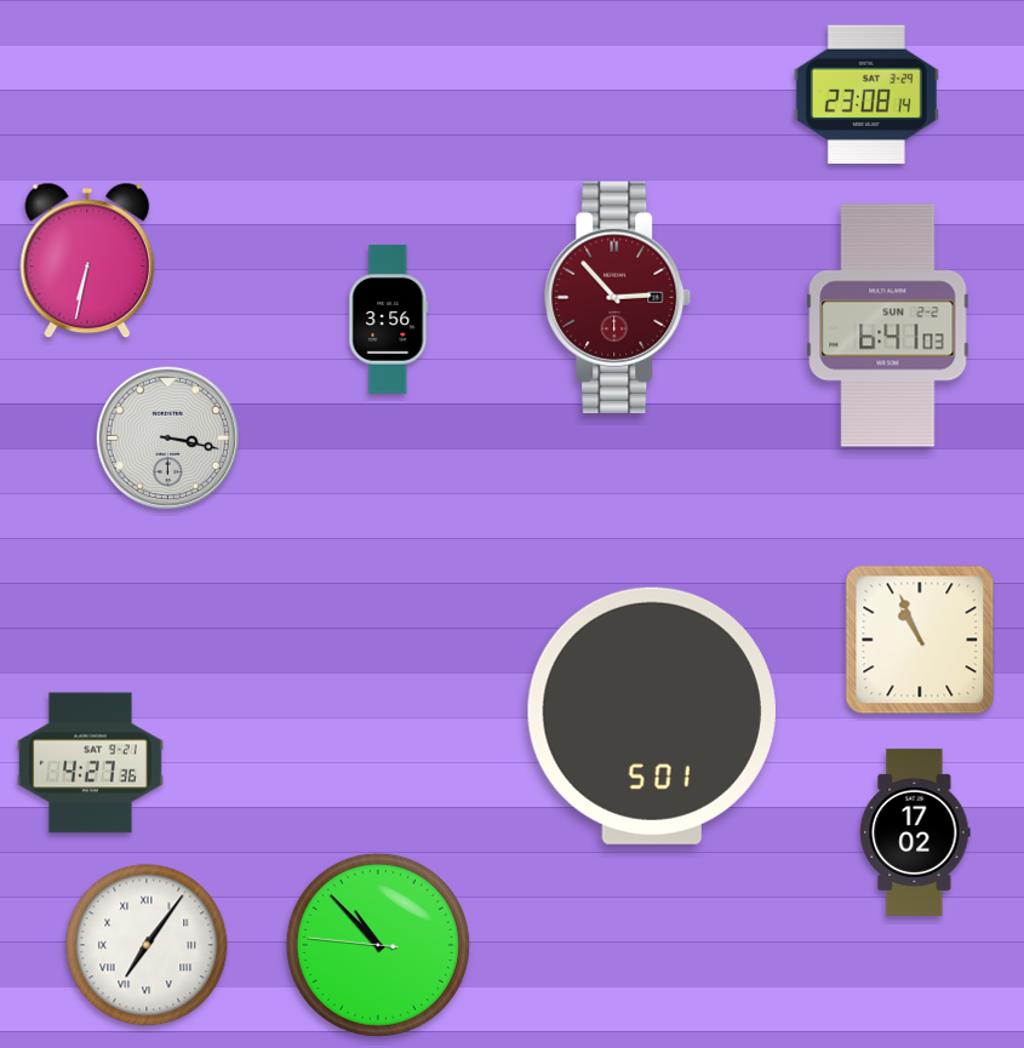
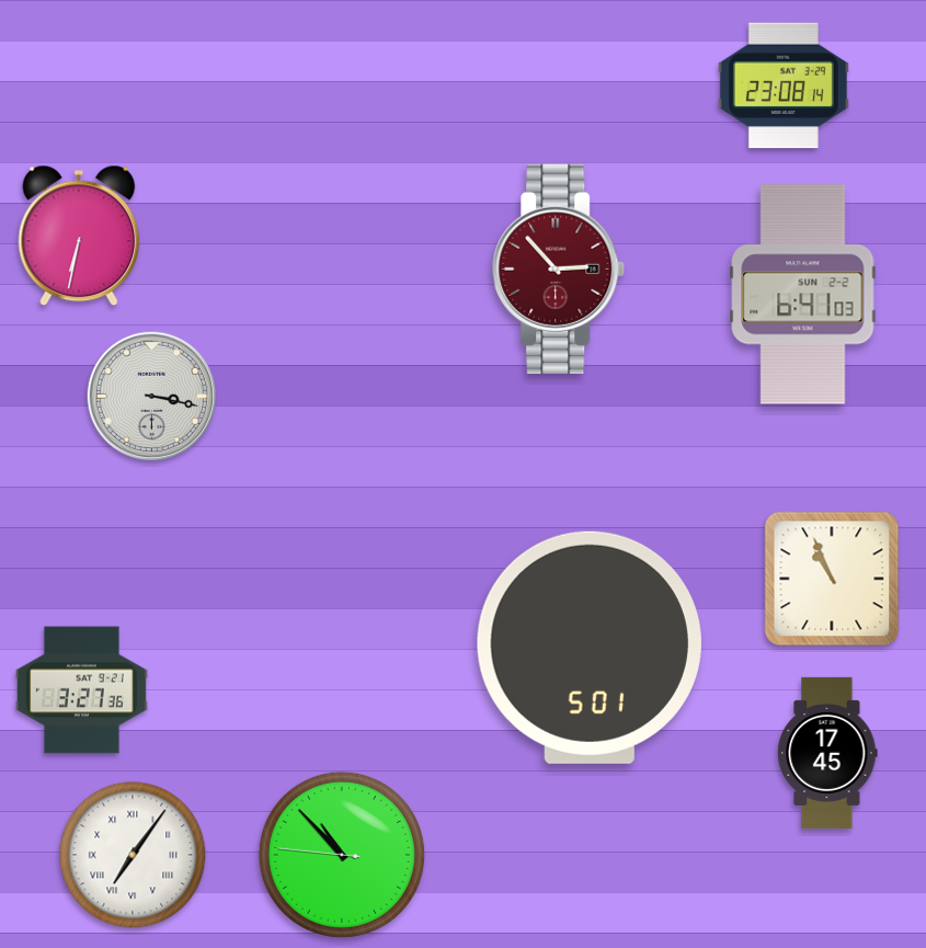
clock at (389, 320): 3:56 -> none
clock at (90, 763): 4:27 -> 3:27
clock at (915, 832): 17:02 -> 17:45
